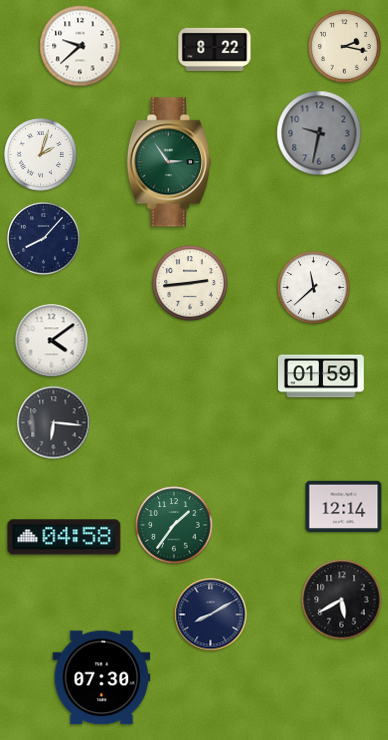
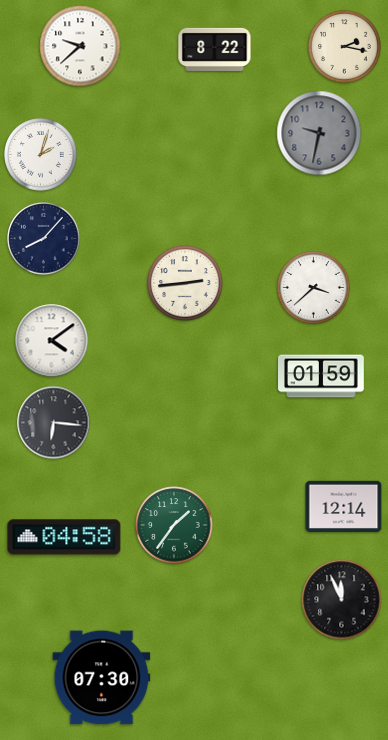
clock at (169, 162): 2:54 -> none
clock at (190, 283) position: (190, 283) -> (185, 283)
clock at (314, 288): 11:38 -> 3:38
clock at (342, 600): 5:40 -> 11:56
clock at (211, 615): 8:10 -> none
